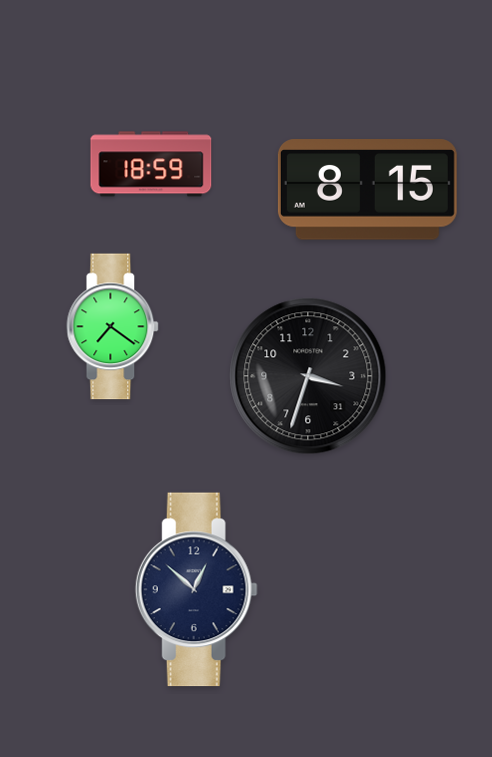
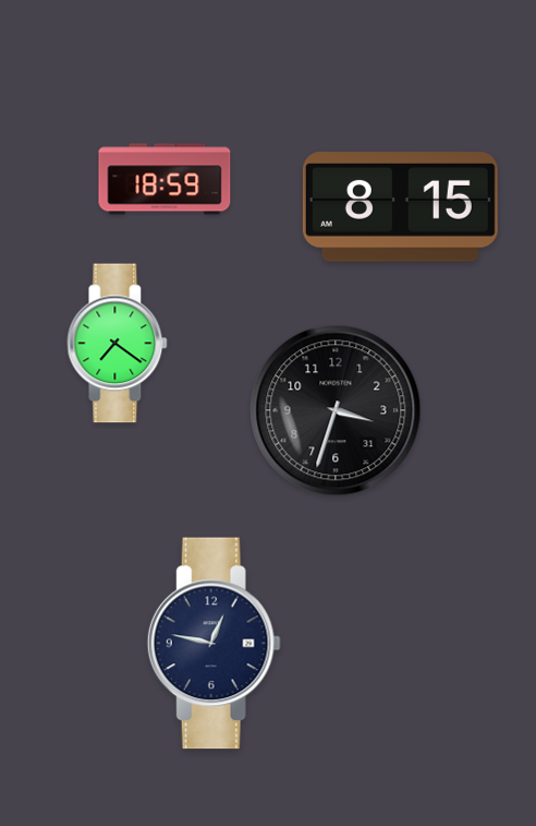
clock at (113, 327) position: (113, 327) -> (118, 344)
clock at (196, 590): 12:52 -> 12:47
